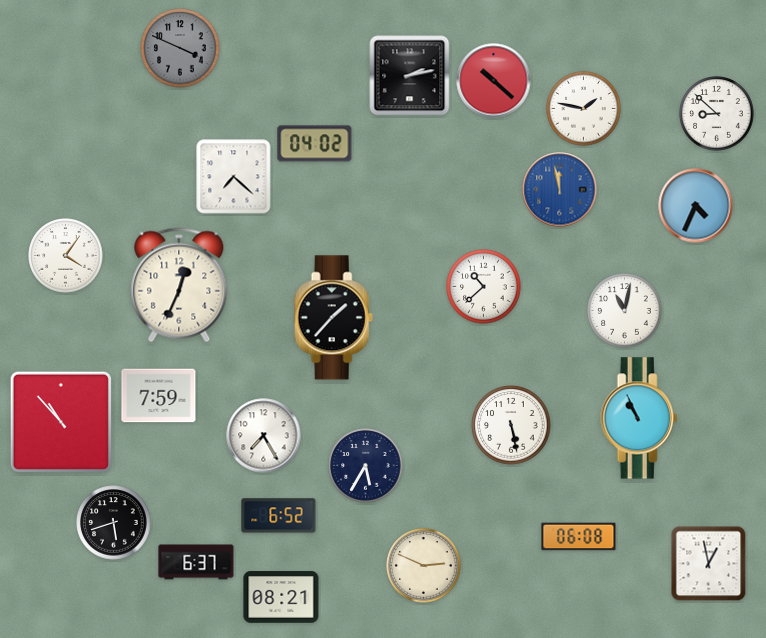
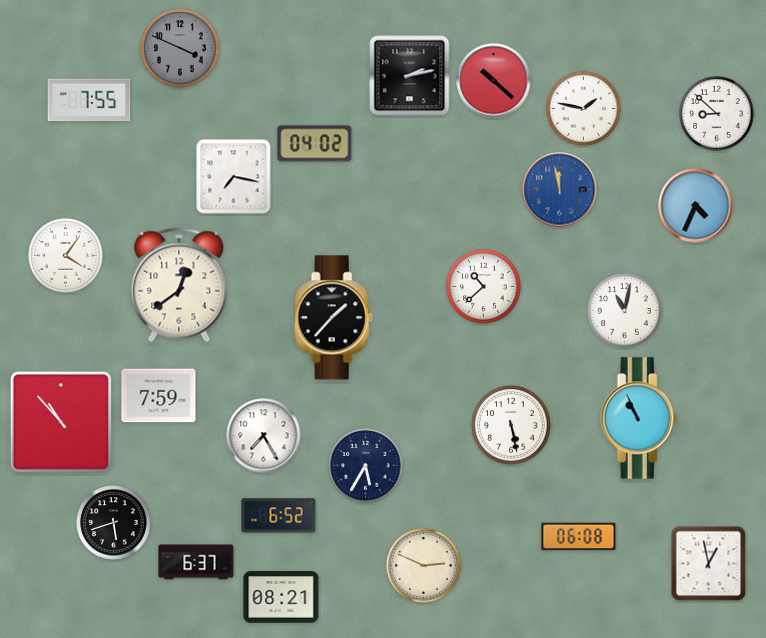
clock at (89, 100): none -> 7:55
clock at (234, 177): 7:22 -> 7:17
clock at (179, 285): 12:34 -> 12:39
